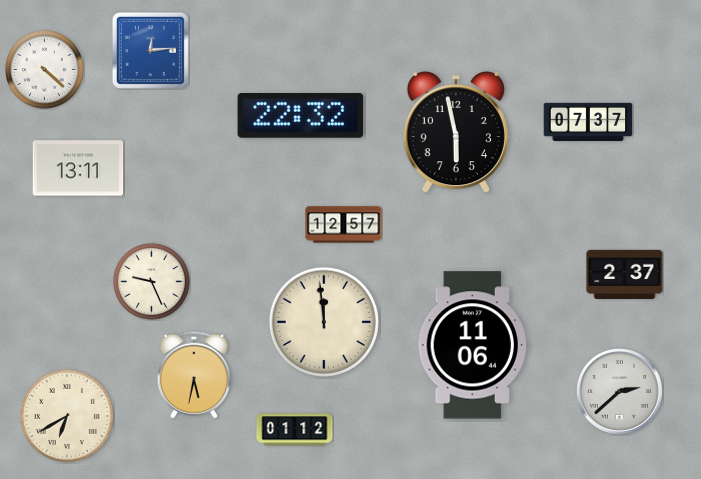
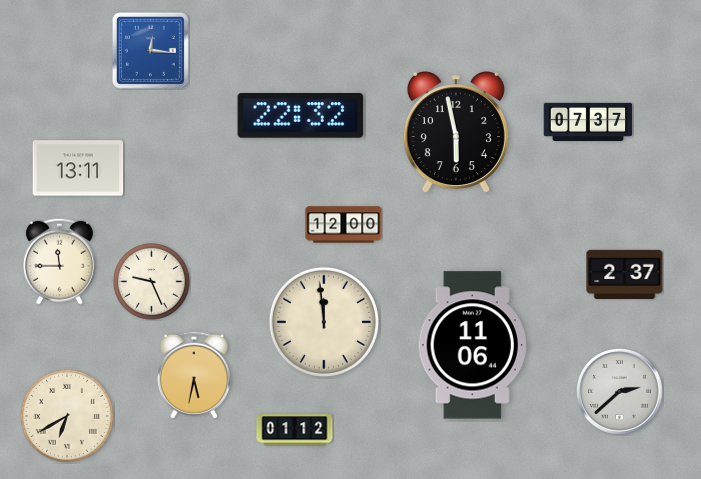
clock at (150, 50): 12:14 -> 12:16
clock at (45, 70): 4:22 -> none
clock at (344, 225): 12:57 -> 12:00
clock at (59, 261): none -> 11:45
